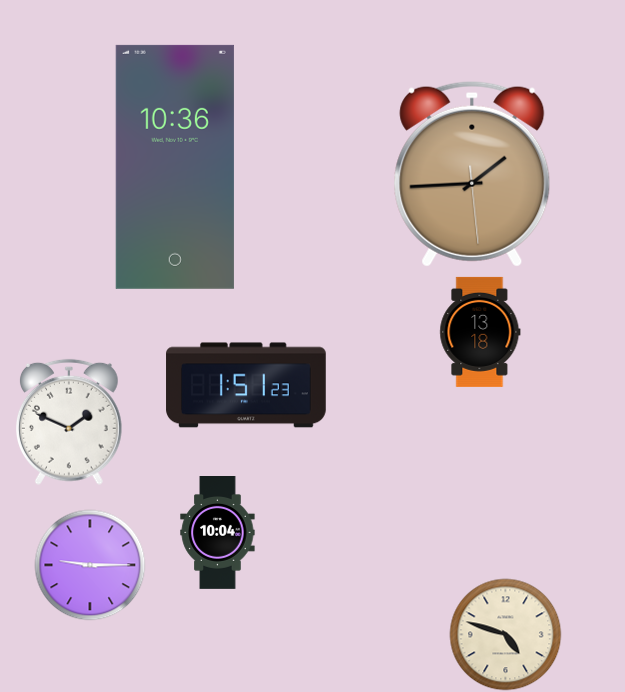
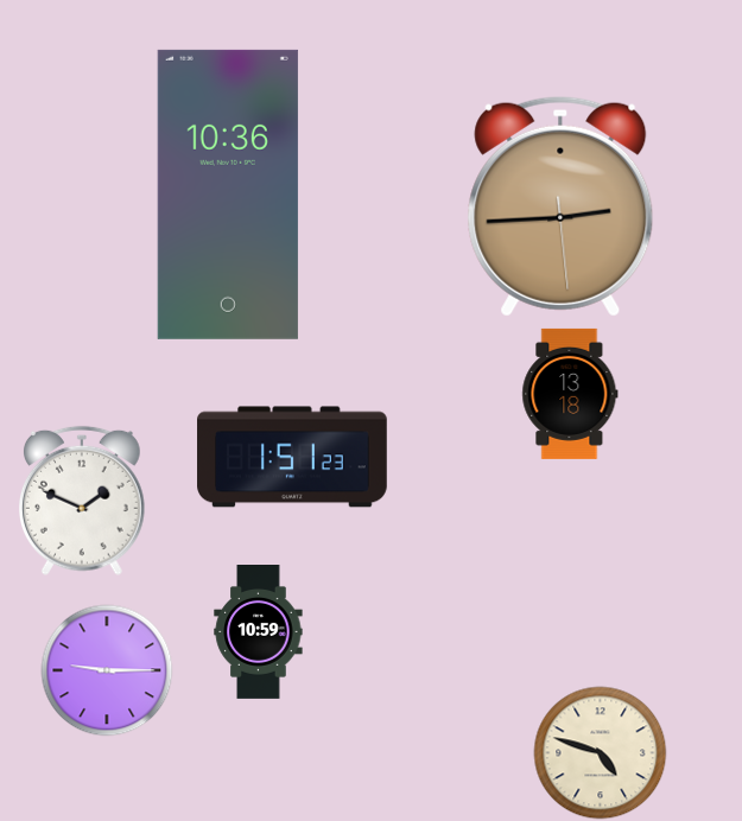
clock at (175, 167) position: (175, 167) -> (228, 195)
clock at (472, 174): 1:44 -> 2:44
clock at (218, 533): 10:04 -> 10:59
